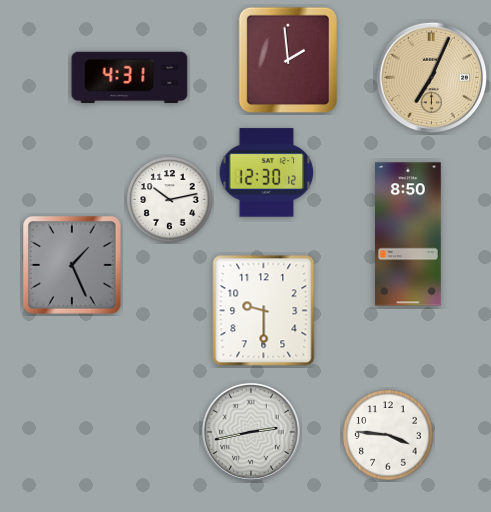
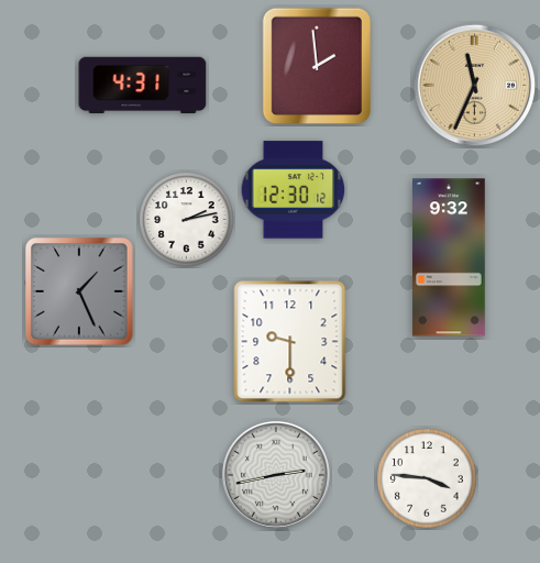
clock at (432, 78): 7:04 -> 11:34
clock at (170, 200): 10:13 -> 2:13
clock at (409, 234): 8:50 -> 9:32
